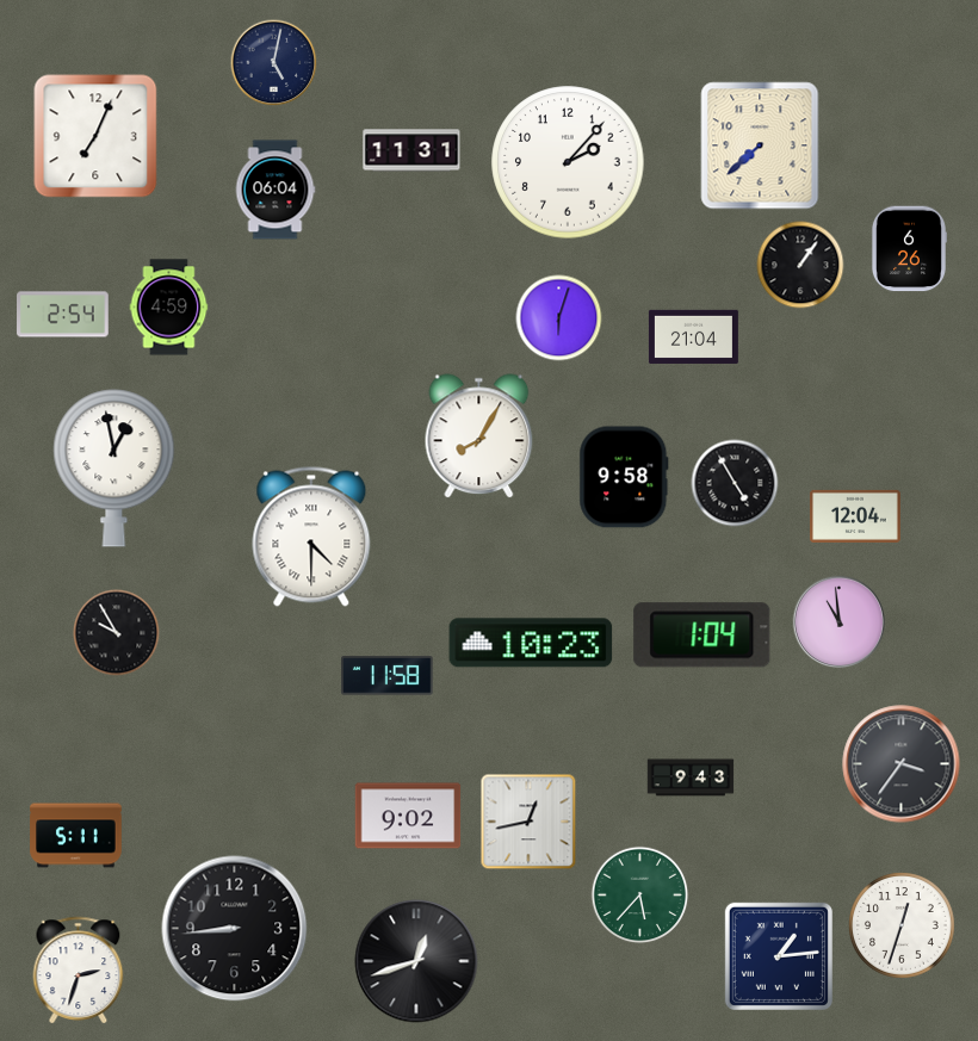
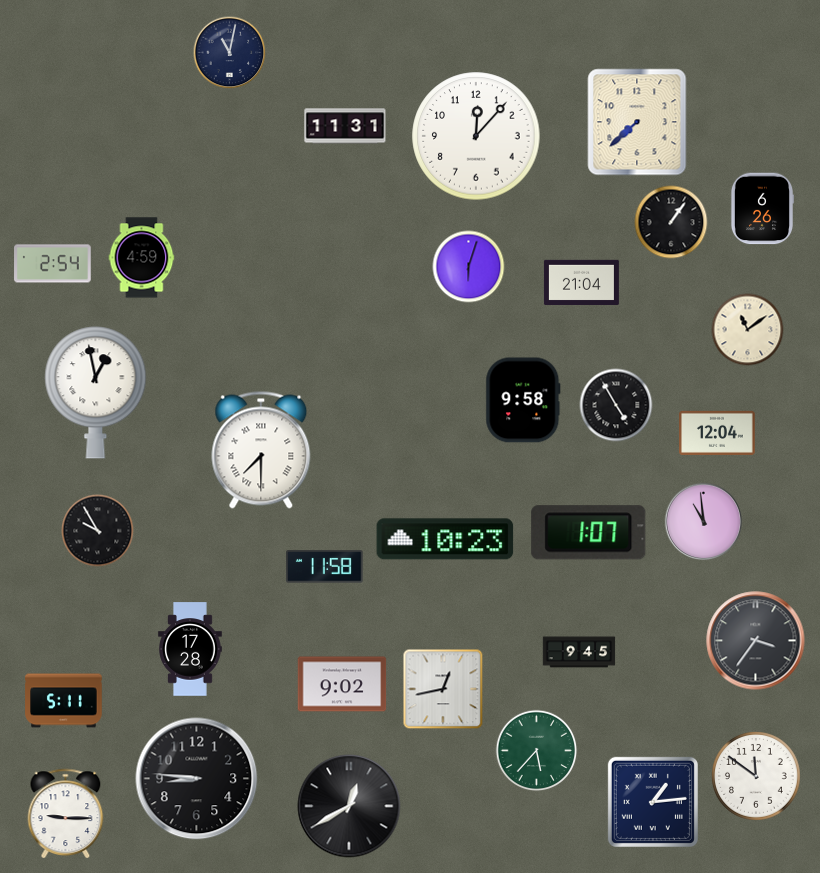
clock at (274, 63): 5:02 -> 11:02
clock at (95, 136): 7:04 -> none
clock at (568, 162): 2:07 -> 12:07
clock at (276, 190): 06:04 -> none
clock at (748, 330): none -> 11:09
clock at (479, 436): 8:05 -> none
clock at (311, 537): 4:30 -> 7:30
clock at (702, 636): 1:04 -> 1:07
clock at (190, 649): none -> 17:28
clock at (691, 777): 9:43 -> 9:45
clock at (903, 927): 12:33 -> 11:51
clock at (235, 929): 8:44 -> 8:46
clock at (416, 961): 12:42 -> 12:40
clock at (79, 969): 2:33 -> 9:15
